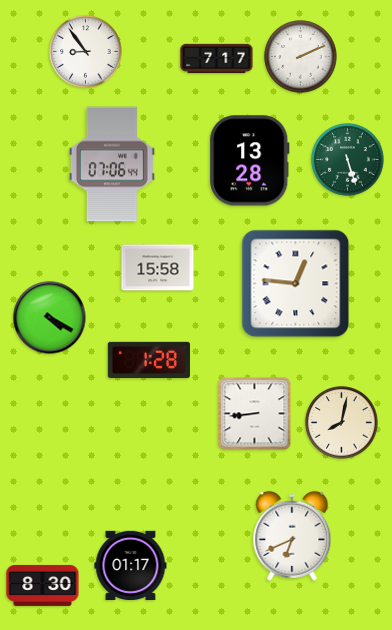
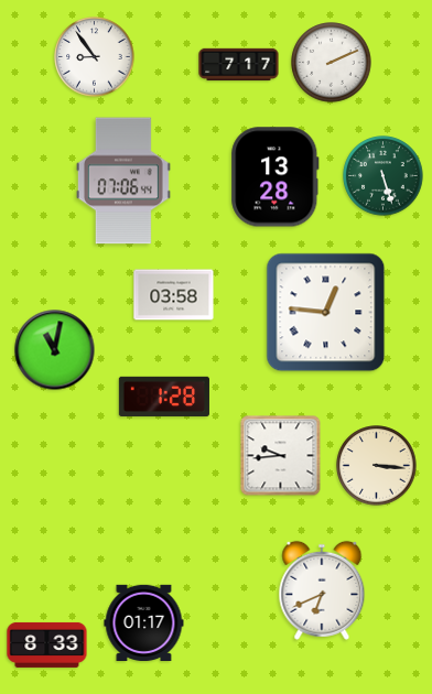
clock at (158, 268): 15:58 -> 03:58
clock at (50, 318): 4:20 -> 11:02
clock at (255, 414): 8:44 -> 9:44
clock at (342, 423): 8:02 -> 3:16
clock at (43, 585): 8:30 -> 8:33
